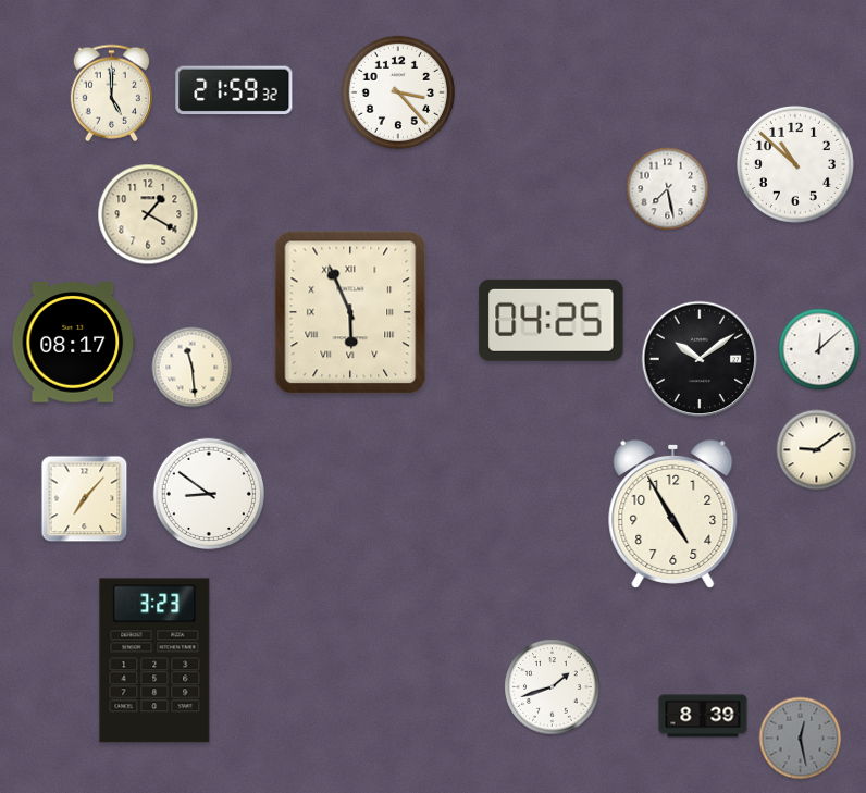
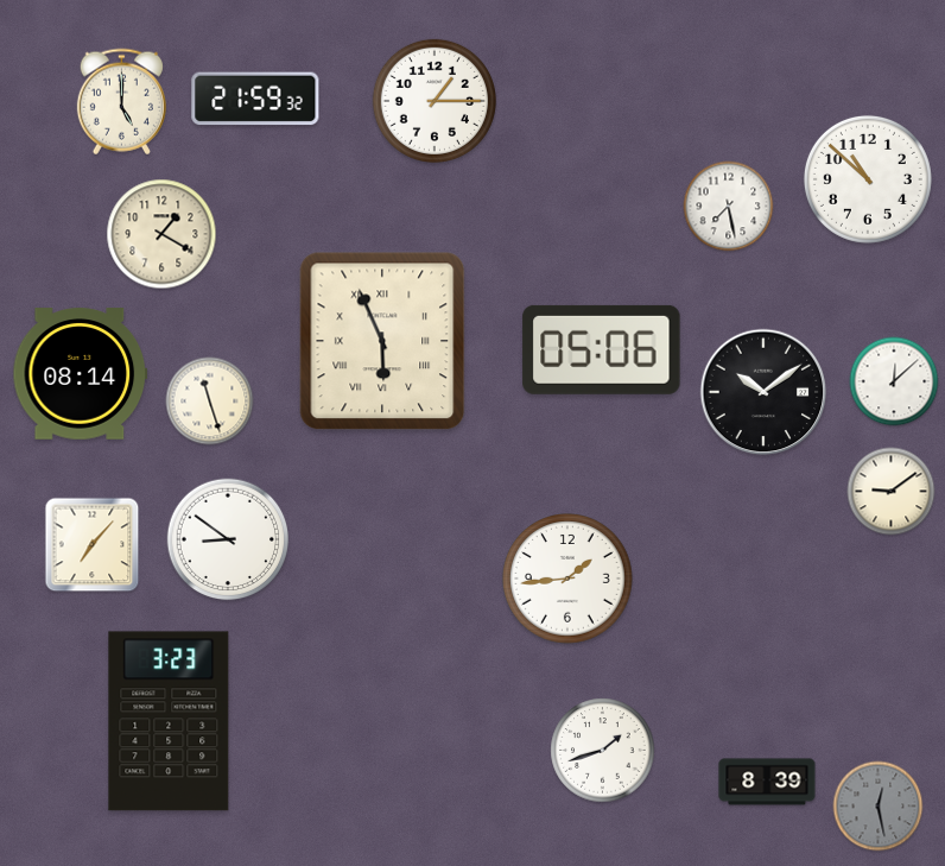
clock at (398, 92): 3:23 -> 1:15
clock at (552, 320): 04:25 -> 05:06
clock at (74, 343): 08:17 -> 08:14
clock at (193, 368): 11:29 -> 11:27
clock at (673, 513): 4:55 -> none
clock at (567, 579): none -> 1:44
clock at (801, 739) position: (801, 739) -> (879, 807)
